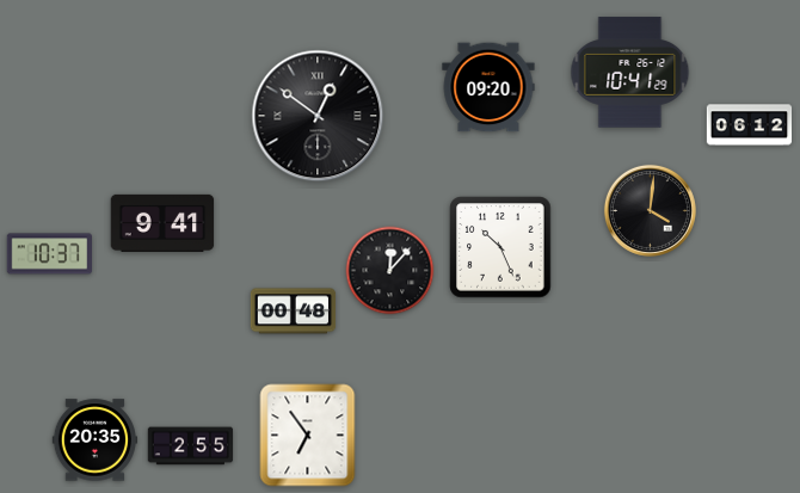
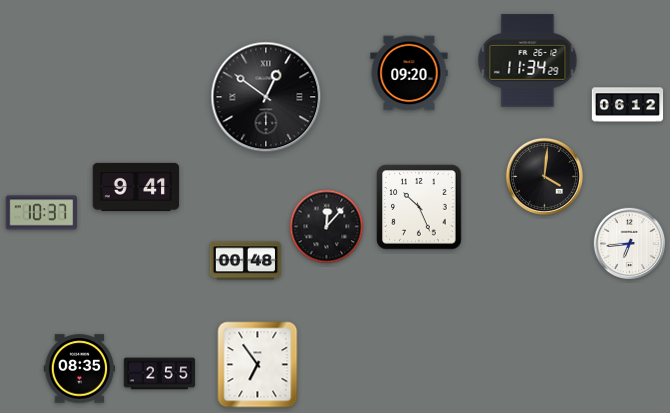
clock at (630, 73): 10:41 -> 11:34
clock at (630, 244): none -> 6:44
clock at (96, 440): 20:35 -> 08:35
